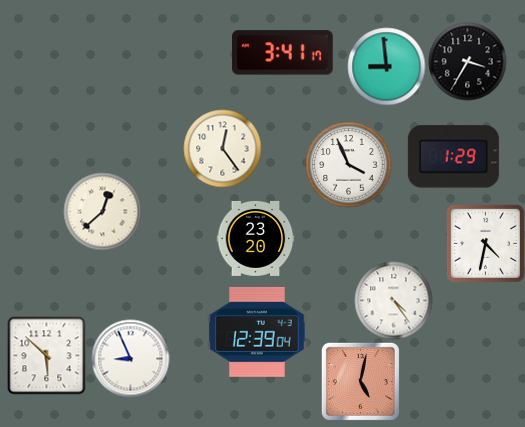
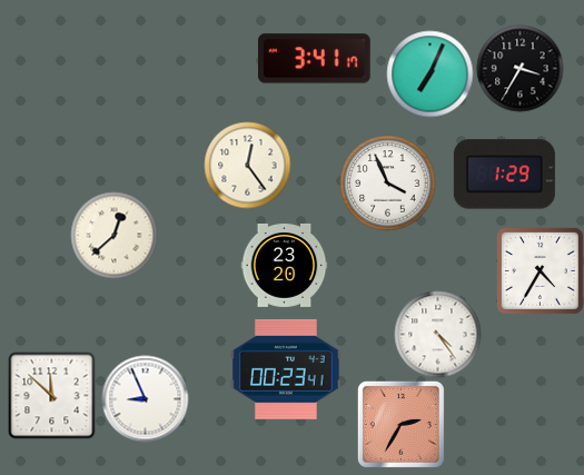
clock at (386, 66): 8:59 -> 7:04
clock at (485, 243): 4:32 -> 4:35
clock at (257, 332): 12:39 -> 00:23
clock at (46, 355): 5:52 -> 11:52
clock at (360, 381): 5:02 -> 2:35
